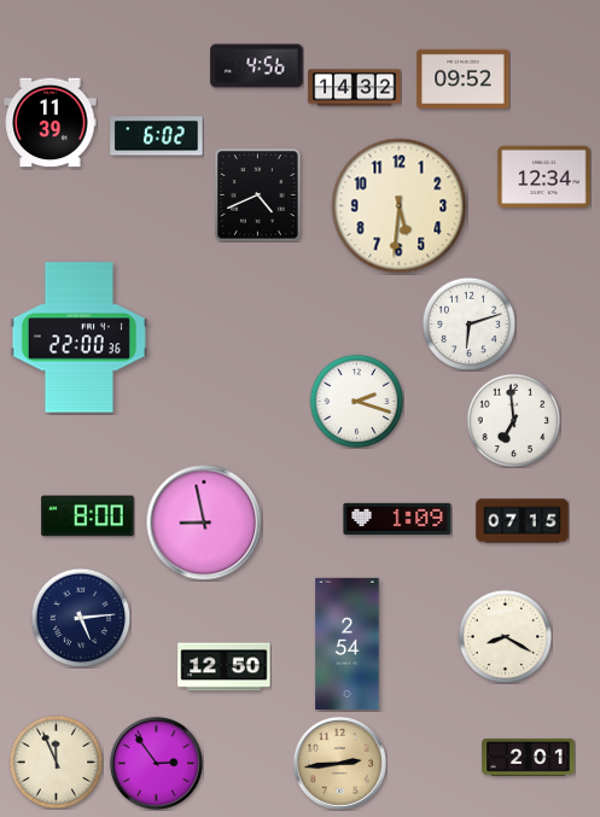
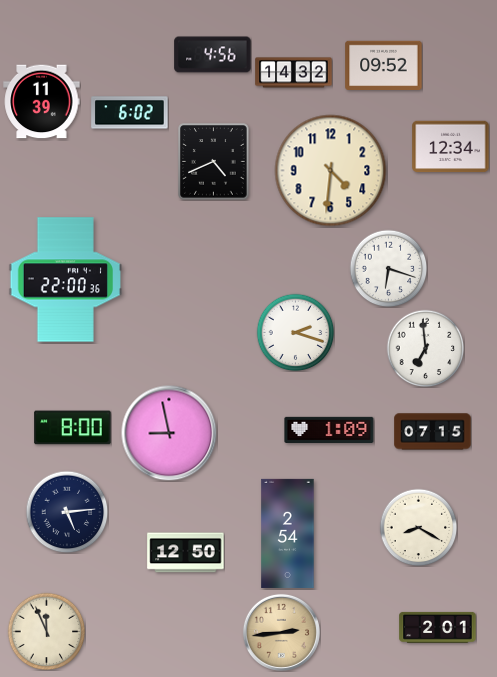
clock at (400, 206): 5:31 -> 4:31
clock at (468, 323): 6:12 -> 6:18
clock at (156, 763): 2:54 -> none
